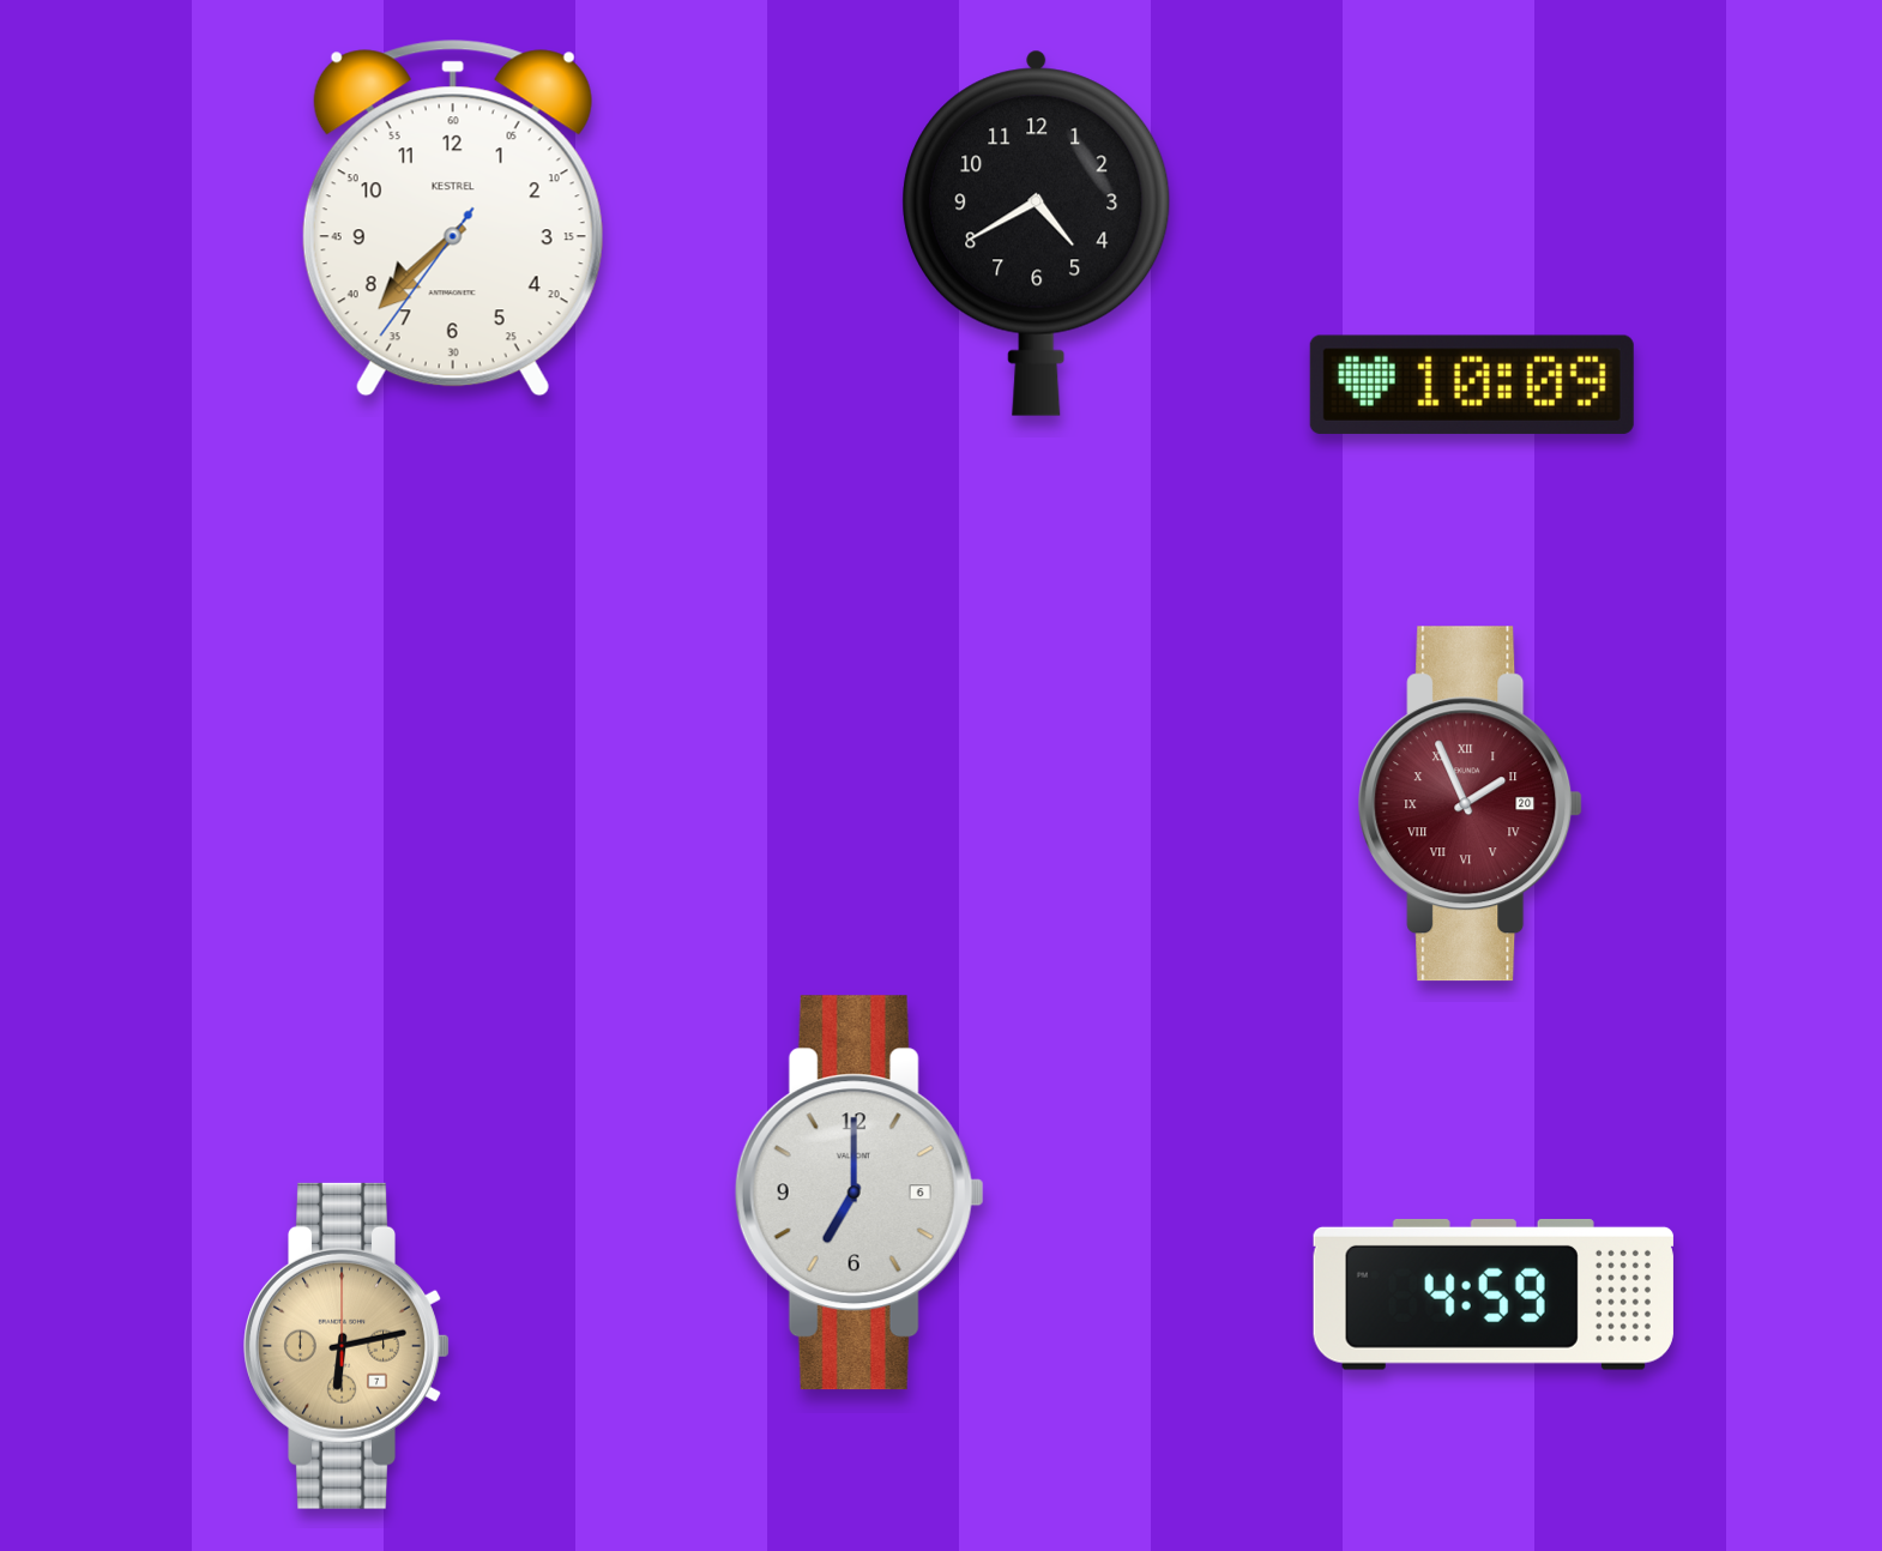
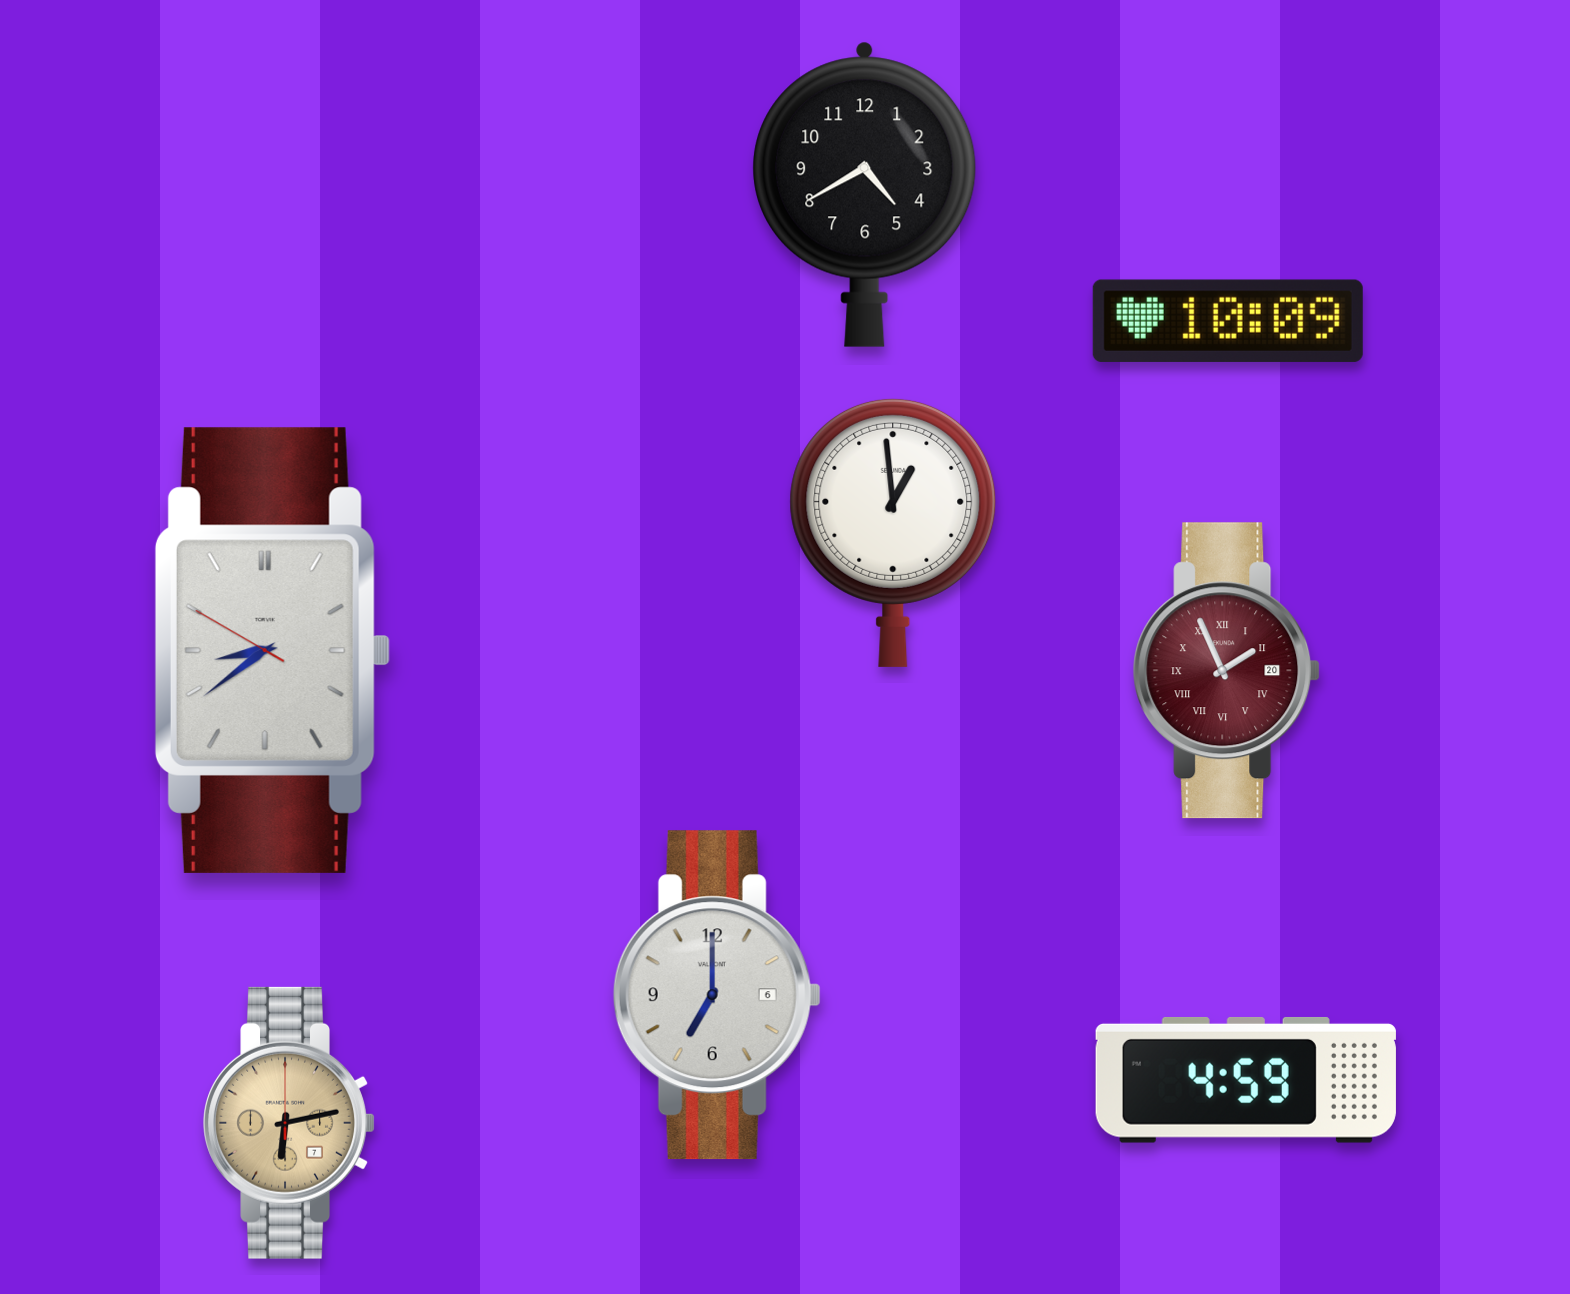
clock at (453, 218): 7:37 -> none
clock at (893, 532): none -> 12:59
clock at (272, 650): none -> 8:38
